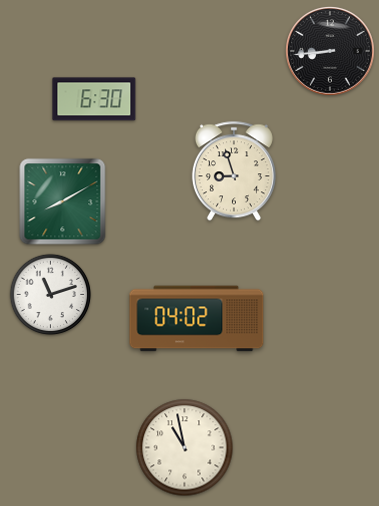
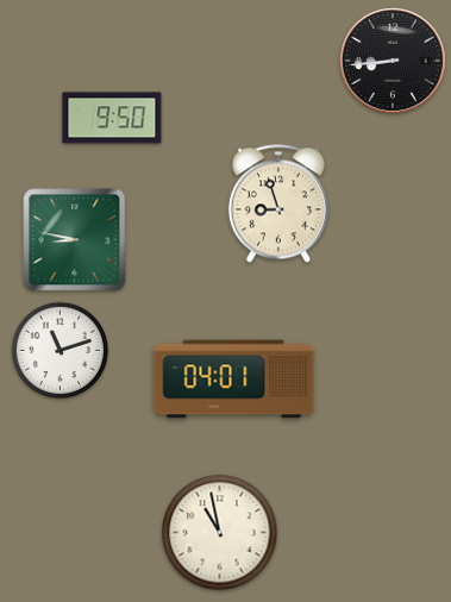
clock at (94, 99): 6:30 -> 9:50
clock at (63, 202): 8:10 -> 8:47
clock at (197, 319): 04:02 -> 04:01
